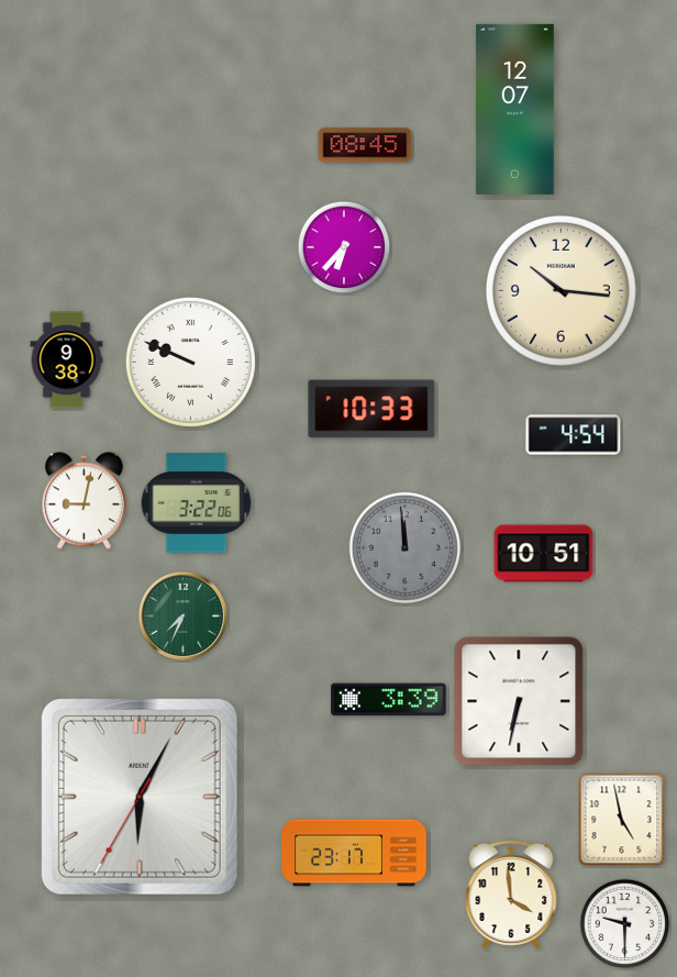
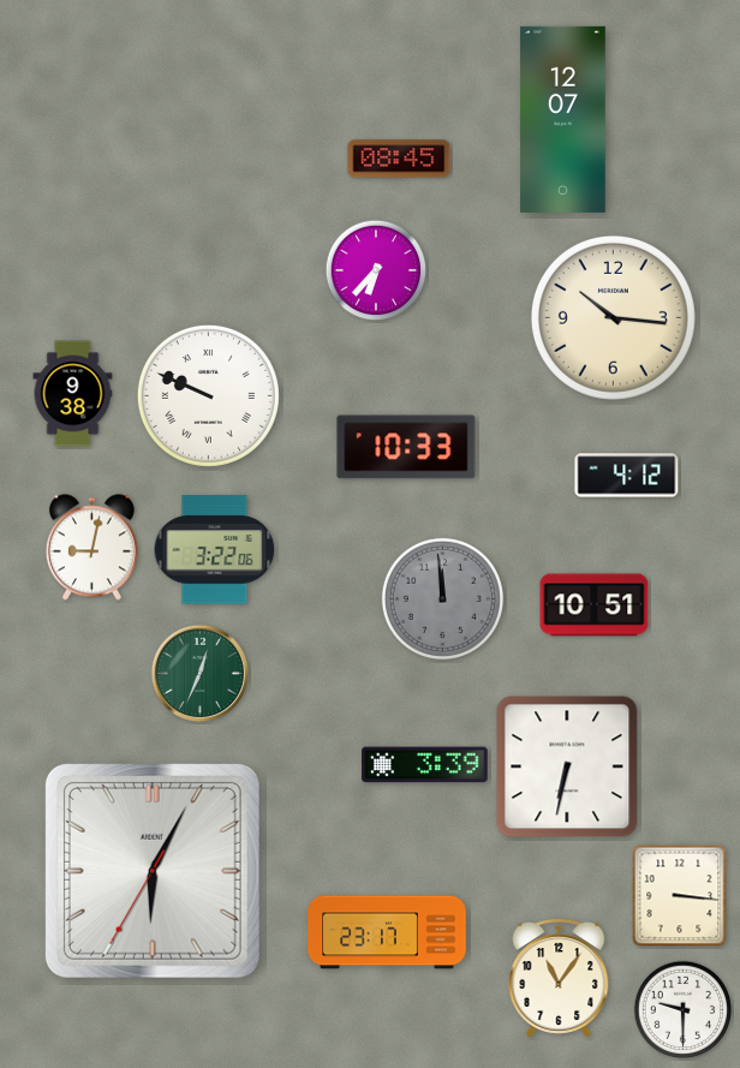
clock at (574, 435): 4:54 -> 4:12
clock at (182, 615): 7:34 -> 12:34
clock at (622, 820): 4:58 -> 3:16
clock at (511, 895): 3:59 -> 11:06
